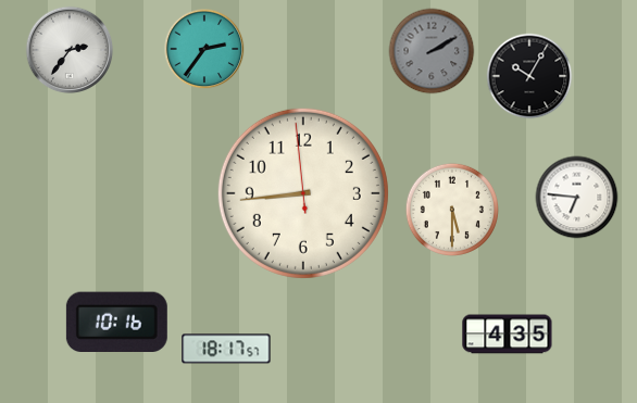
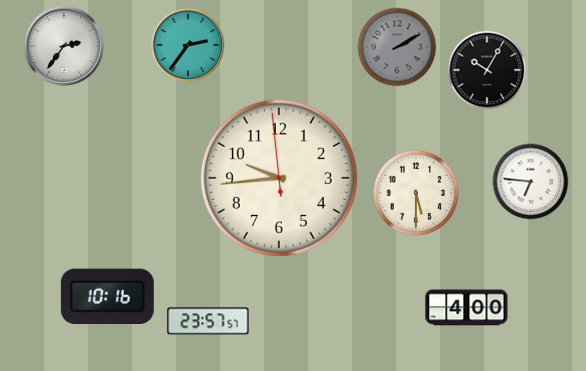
clock at (303, 193): 8:43 -> 9:43
clock at (508, 335): 4:35 -> 4:00
clock at (226, 349): 18:17 -> 23:57
